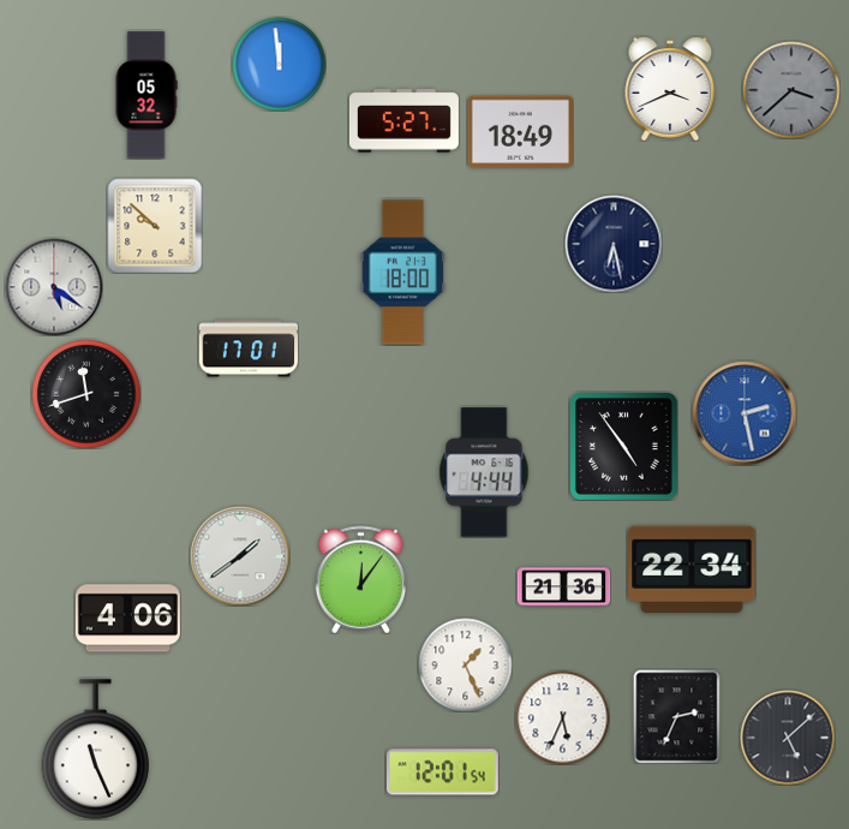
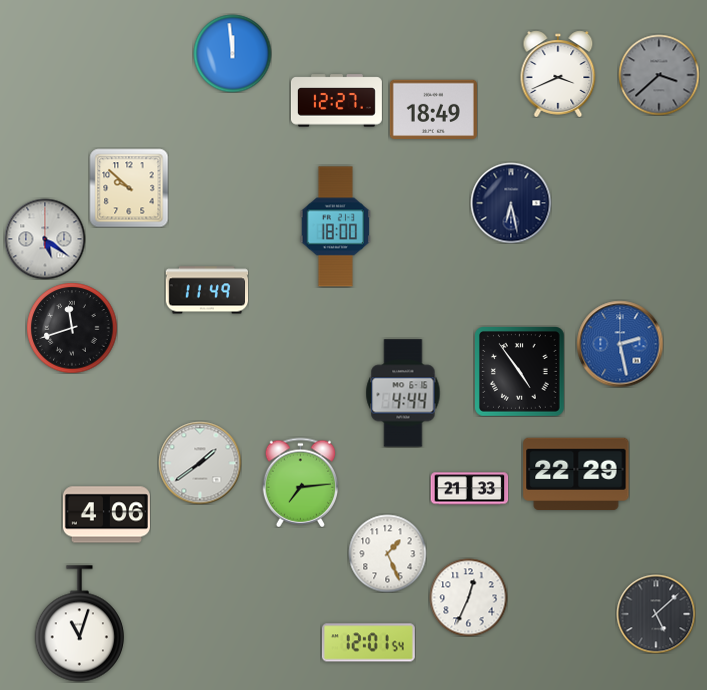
clock at (147, 95): 05:32 -> none
clock at (403, 121): 5:27 -> 12:27
clock at (249, 348): 17:01 -> 11:49
clock at (692, 569): 22:34 -> 22:29
clock at (361, 579): 12:06 -> 7:14
clock at (563, 588): 21:36 -> 21:33
clock at (677, 716): 2:34 -> none
clock at (562, 717): 5:34 -> 12:34
clock at (95, 750): 11:26 -> 11:03
